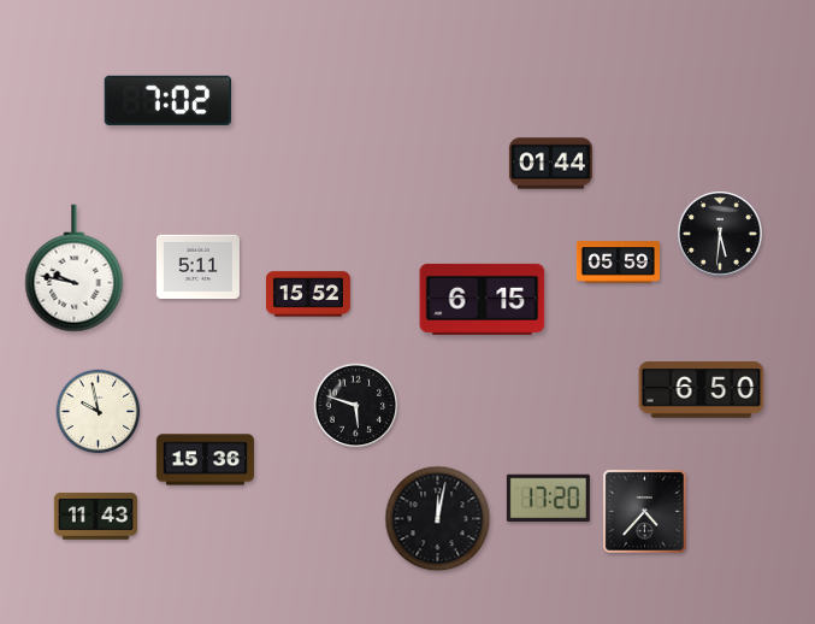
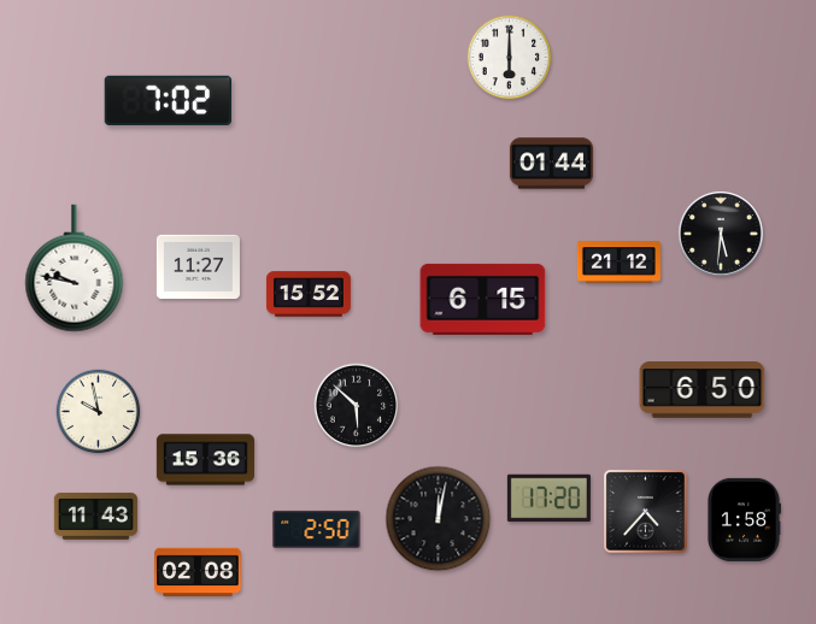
clock at (510, 58): none -> 6:00
clock at (618, 263): 05:59 -> 21:12
clock at (197, 267): 5:11 -> 11:27
clock at (356, 406): 5:48 -> 5:52
clock at (744, 519): none -> 1:58
clock at (317, 529): none -> 2:50
clock at (198, 572): none -> 02:08
